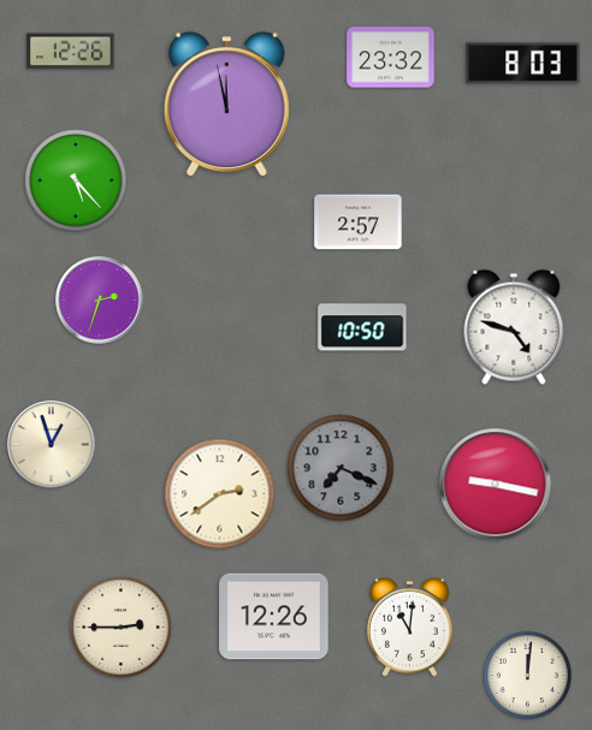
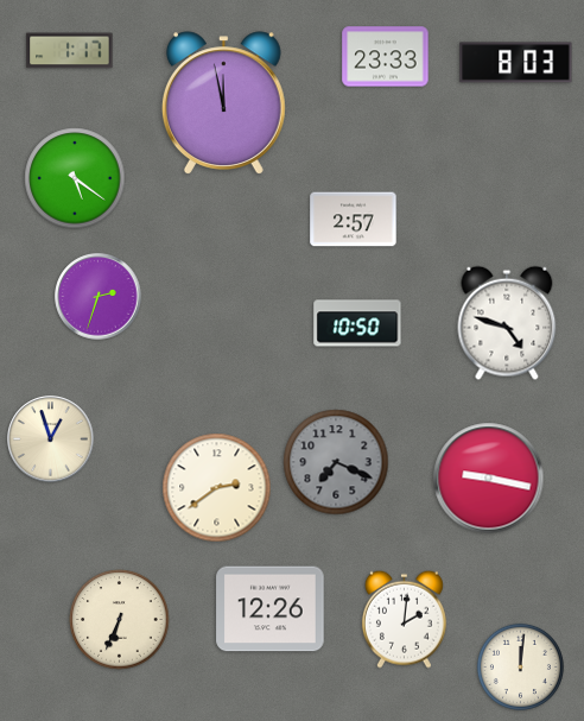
clock at (71, 52): 12:26 -> 1:17
clock at (391, 58): 23:32 -> 23:33
clock at (76, 180): 5:23 -> 5:21
clock at (409, 627): 11:01 -> 2:01
clock at (122, 628): 2:45 -> 6:34
